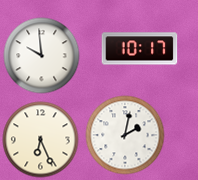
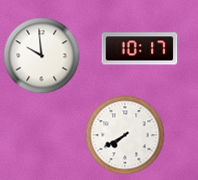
clock at (125, 135): 2:02 -> 7:40
clock at (41, 140): 6:26 -> none
